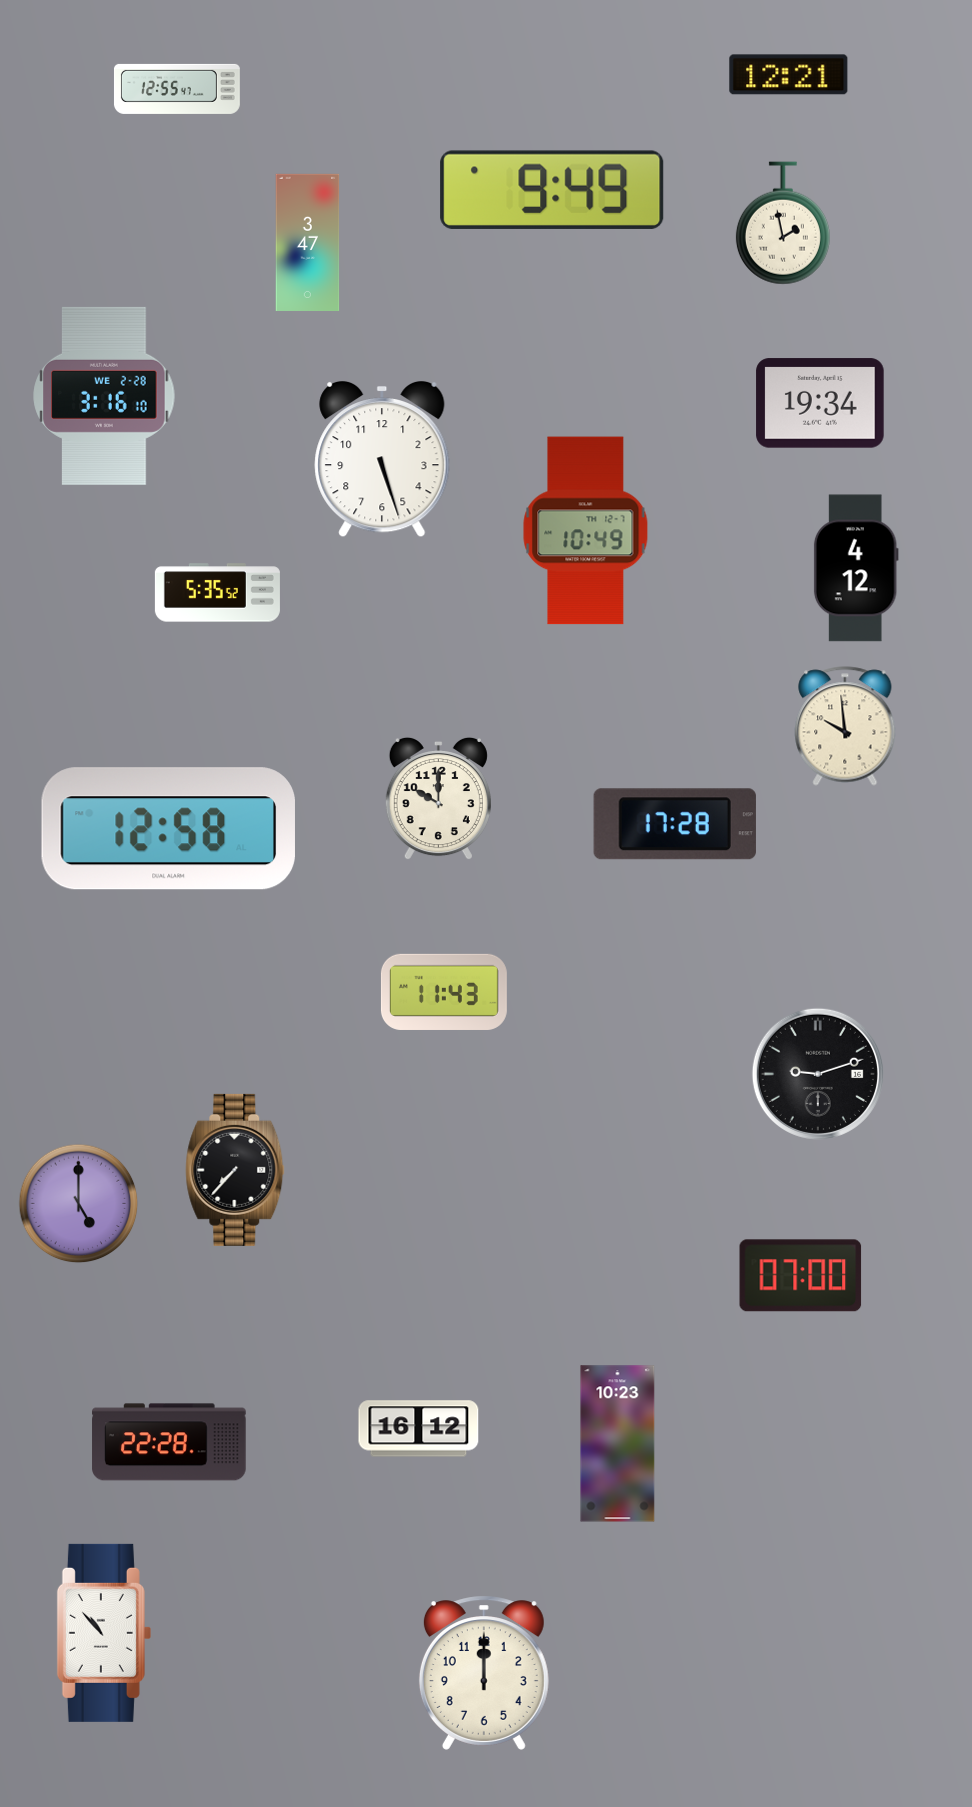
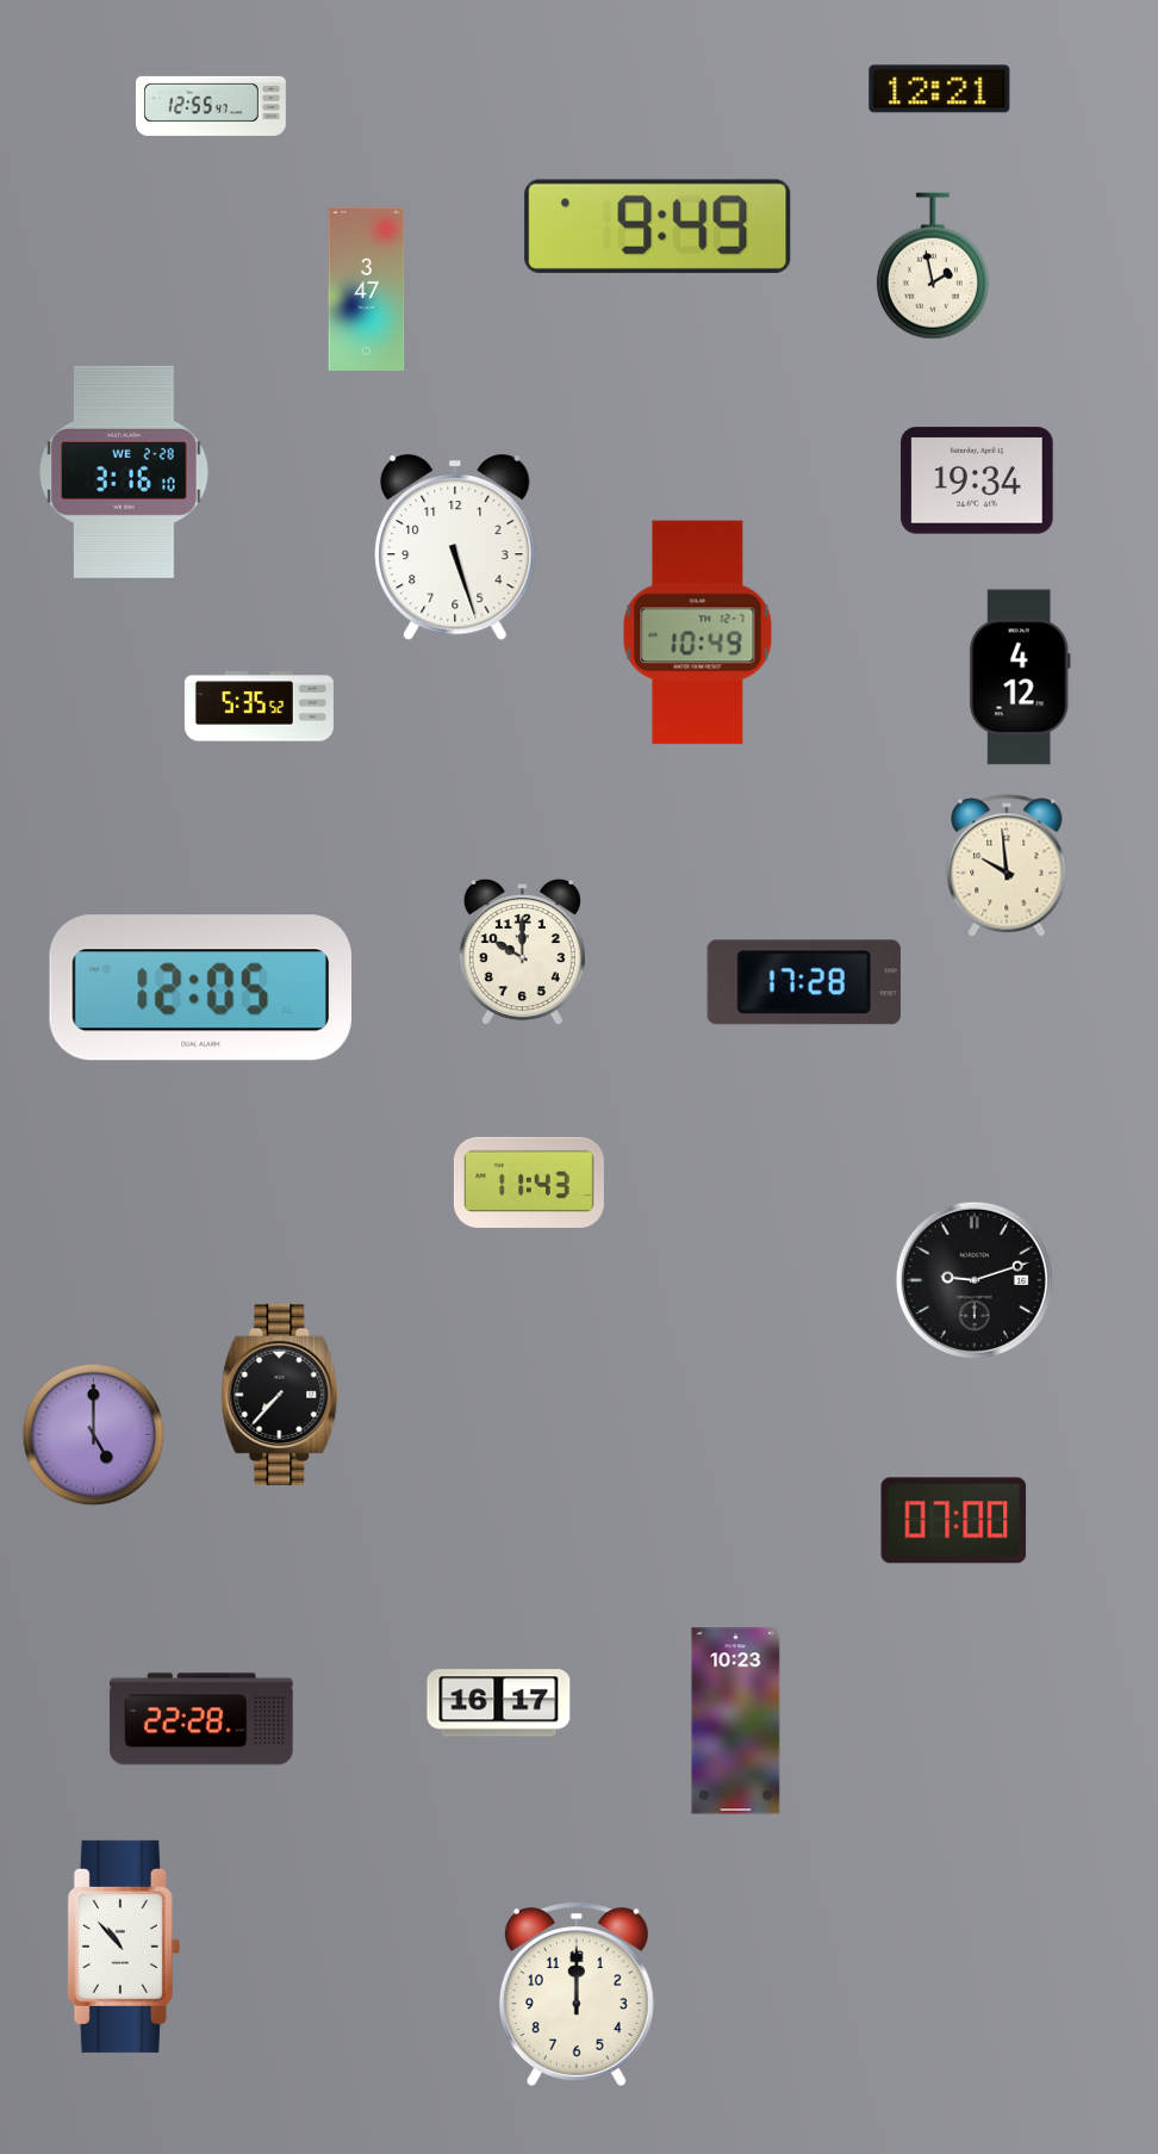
clock at (168, 829): 12:58 -> 12:05
clock at (419, 1429): 16:12 -> 16:17
